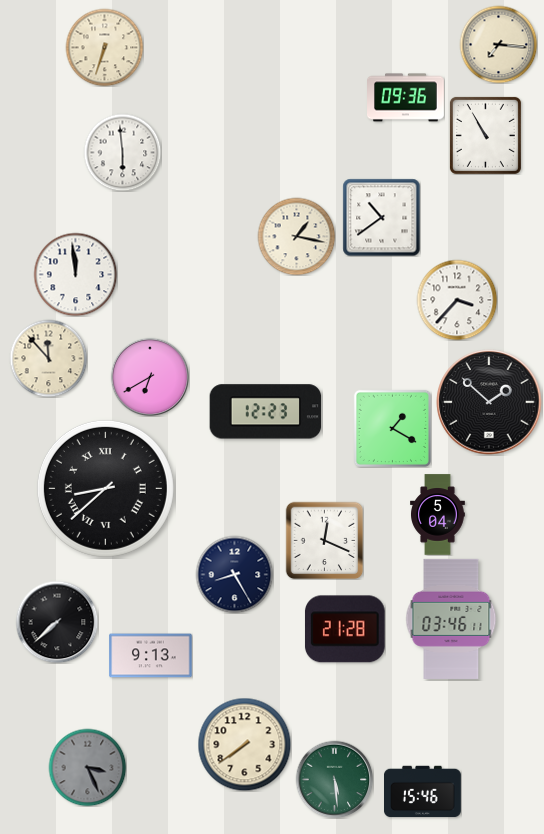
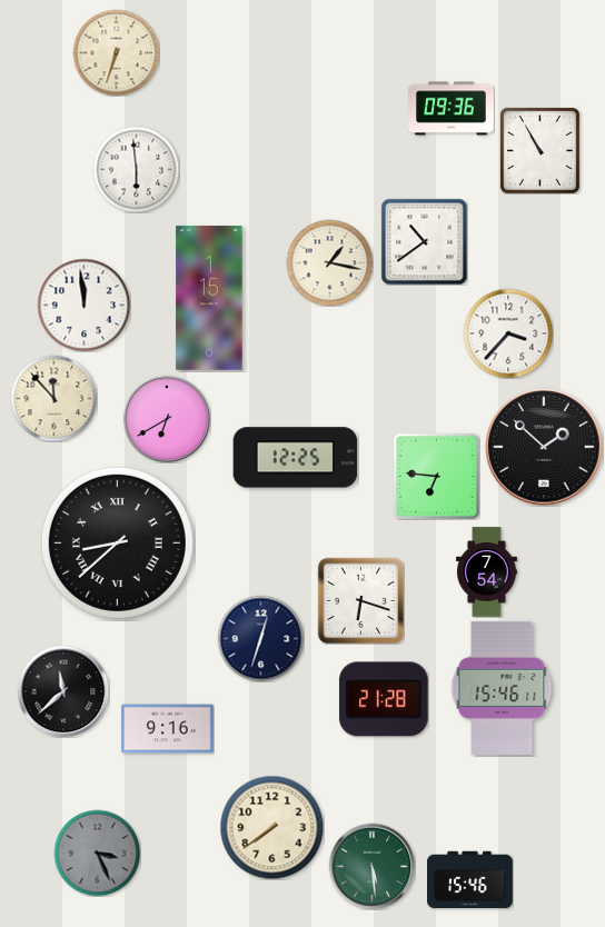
clock at (498, 44): 7:16 -> none
clock at (209, 298): none -> 1:15
clock at (266, 412): 12:23 -> 12:25
clock at (392, 428): 1:20 -> 6:46
clock at (438, 515): 5:04 -> 7:54
clock at (324, 540): 12:19 -> 6:18
clock at (234, 574): 8:25 -> 12:33
clock at (451, 619): 03:46 -> 15:46
clock at (57, 622): 7:38 -> 11:38
clock at (151, 656): 9:13 -> 9:16
